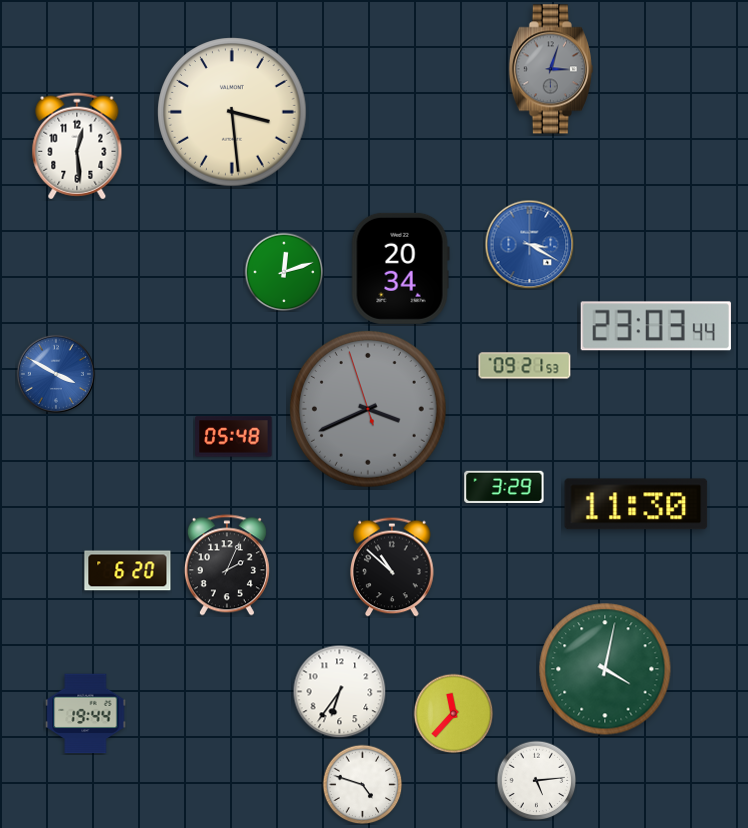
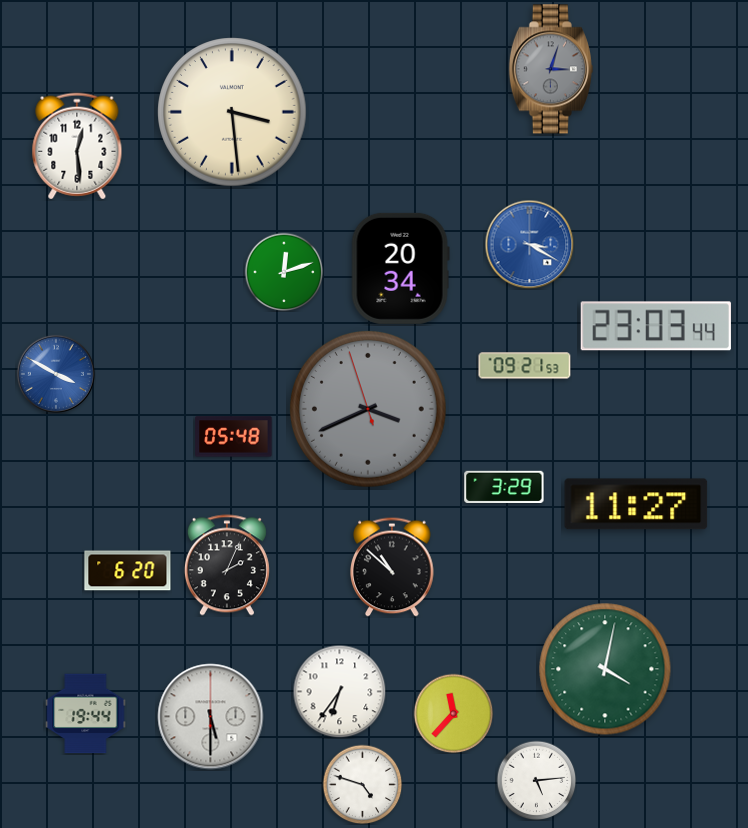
clock at (636, 504): 11:30 -> 11:27
clock at (211, 717): none -> 5:30
